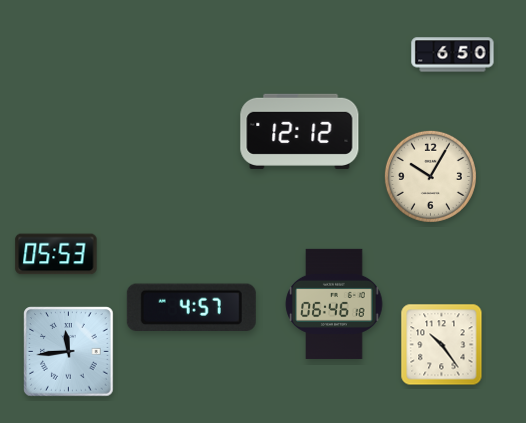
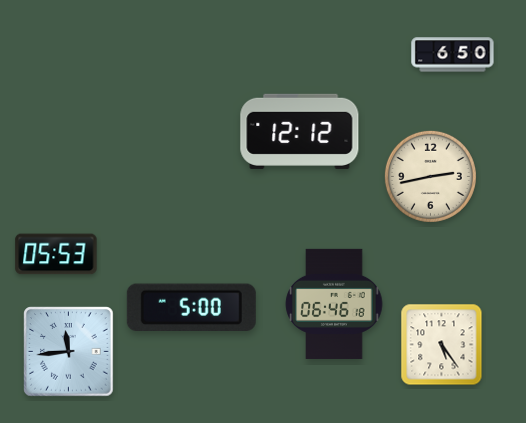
clock at (430, 176): 10:05 -> 2:43
clock at (191, 307): 4:57 -> 5:00
clock at (442, 345): 10:24 -> 5:24
